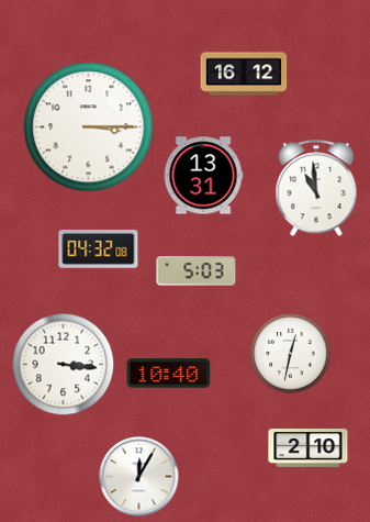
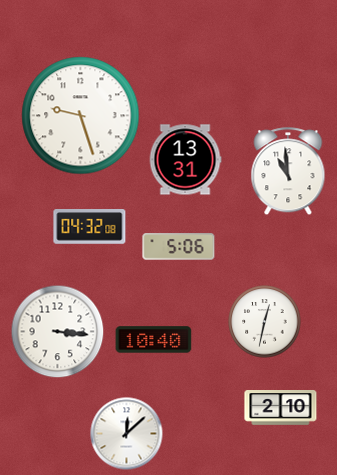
clock at (244, 74): 16:12 -> none
clock at (89, 127): 3:15 -> 9:27
clock at (197, 271): 5:03 -> 5:06
clock at (139, 477): 12:05 -> 12:08
